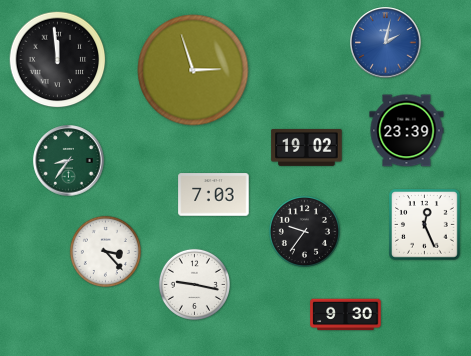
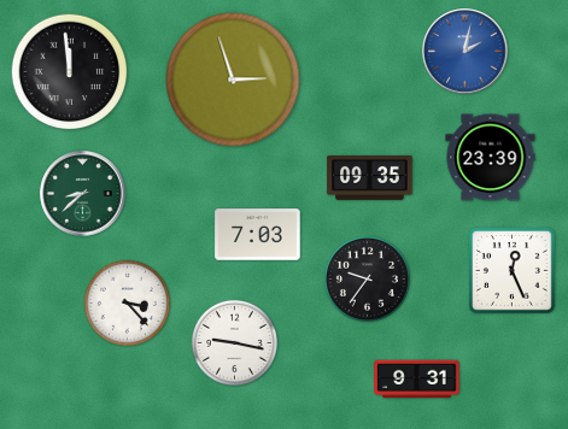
clock at (193, 70) position: (193, 70) -> (233, 80)
clock at (307, 147): 19:02 -> 09:35
clock at (69, 161): 8:36 -> 8:38
clock at (346, 315): 9:30 -> 9:31
